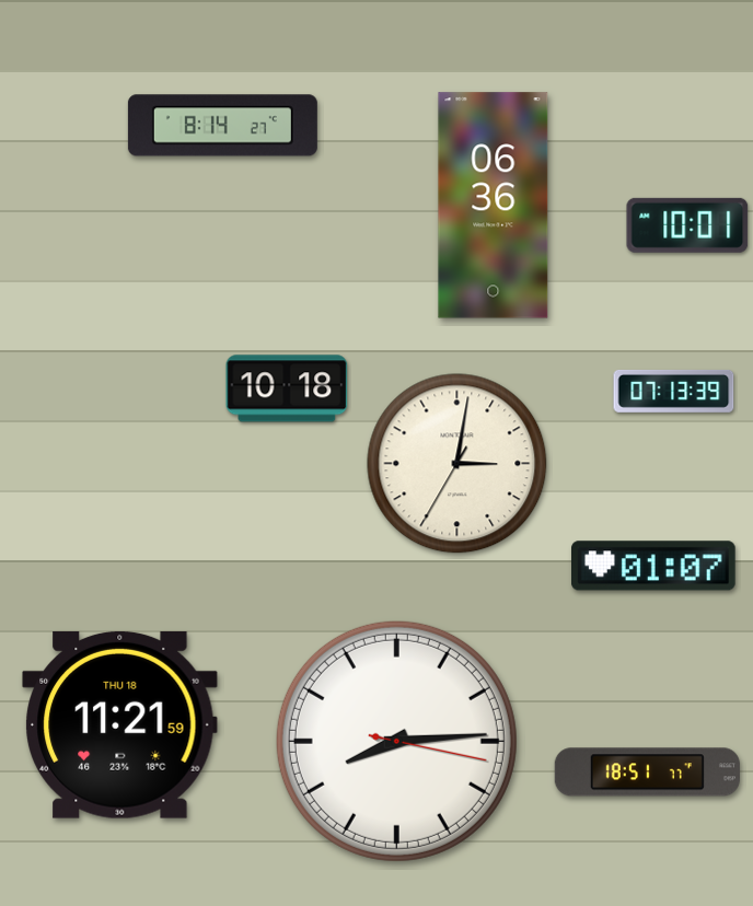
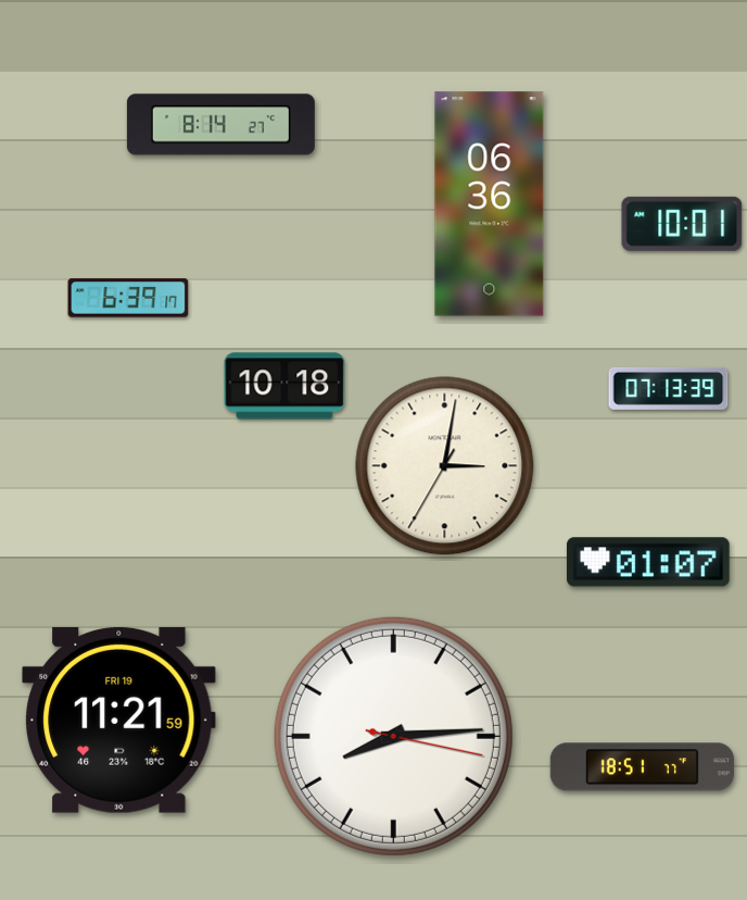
clock at (128, 298): none -> 6:39
clock at (457, 464) position: (457, 464) -> (445, 466)
clock at (120, 724) date: THU 18 -> FRI 19
